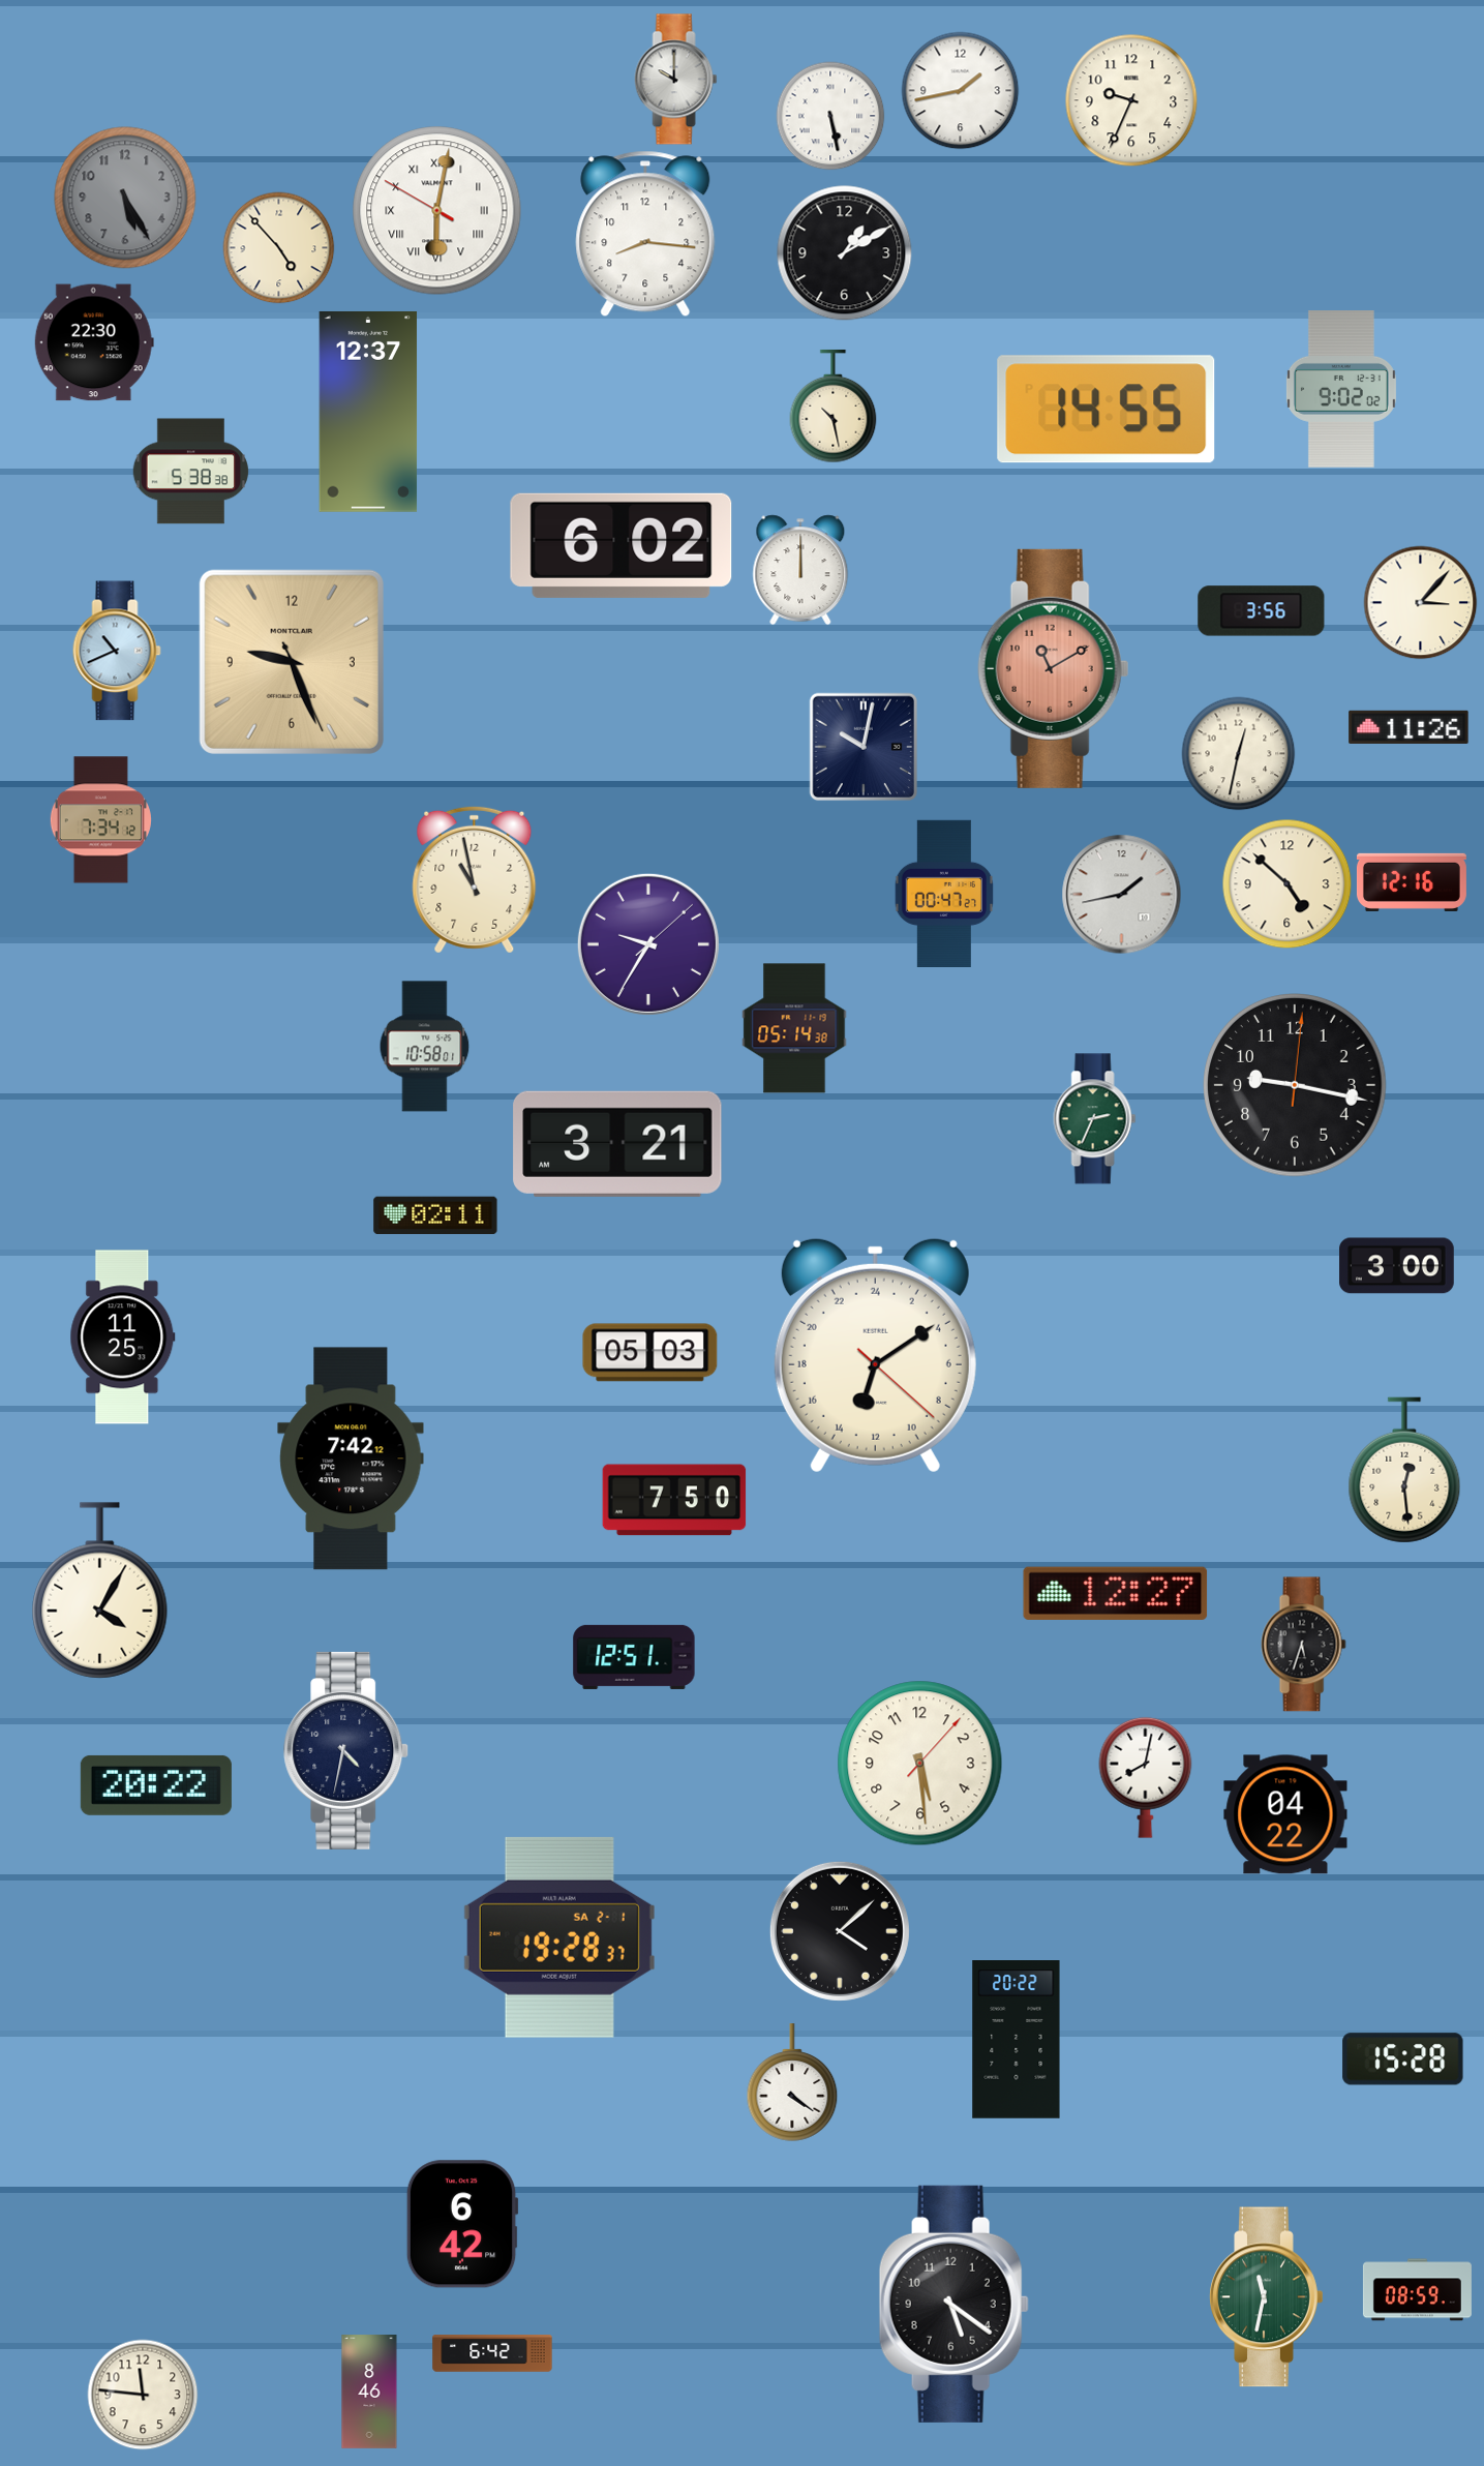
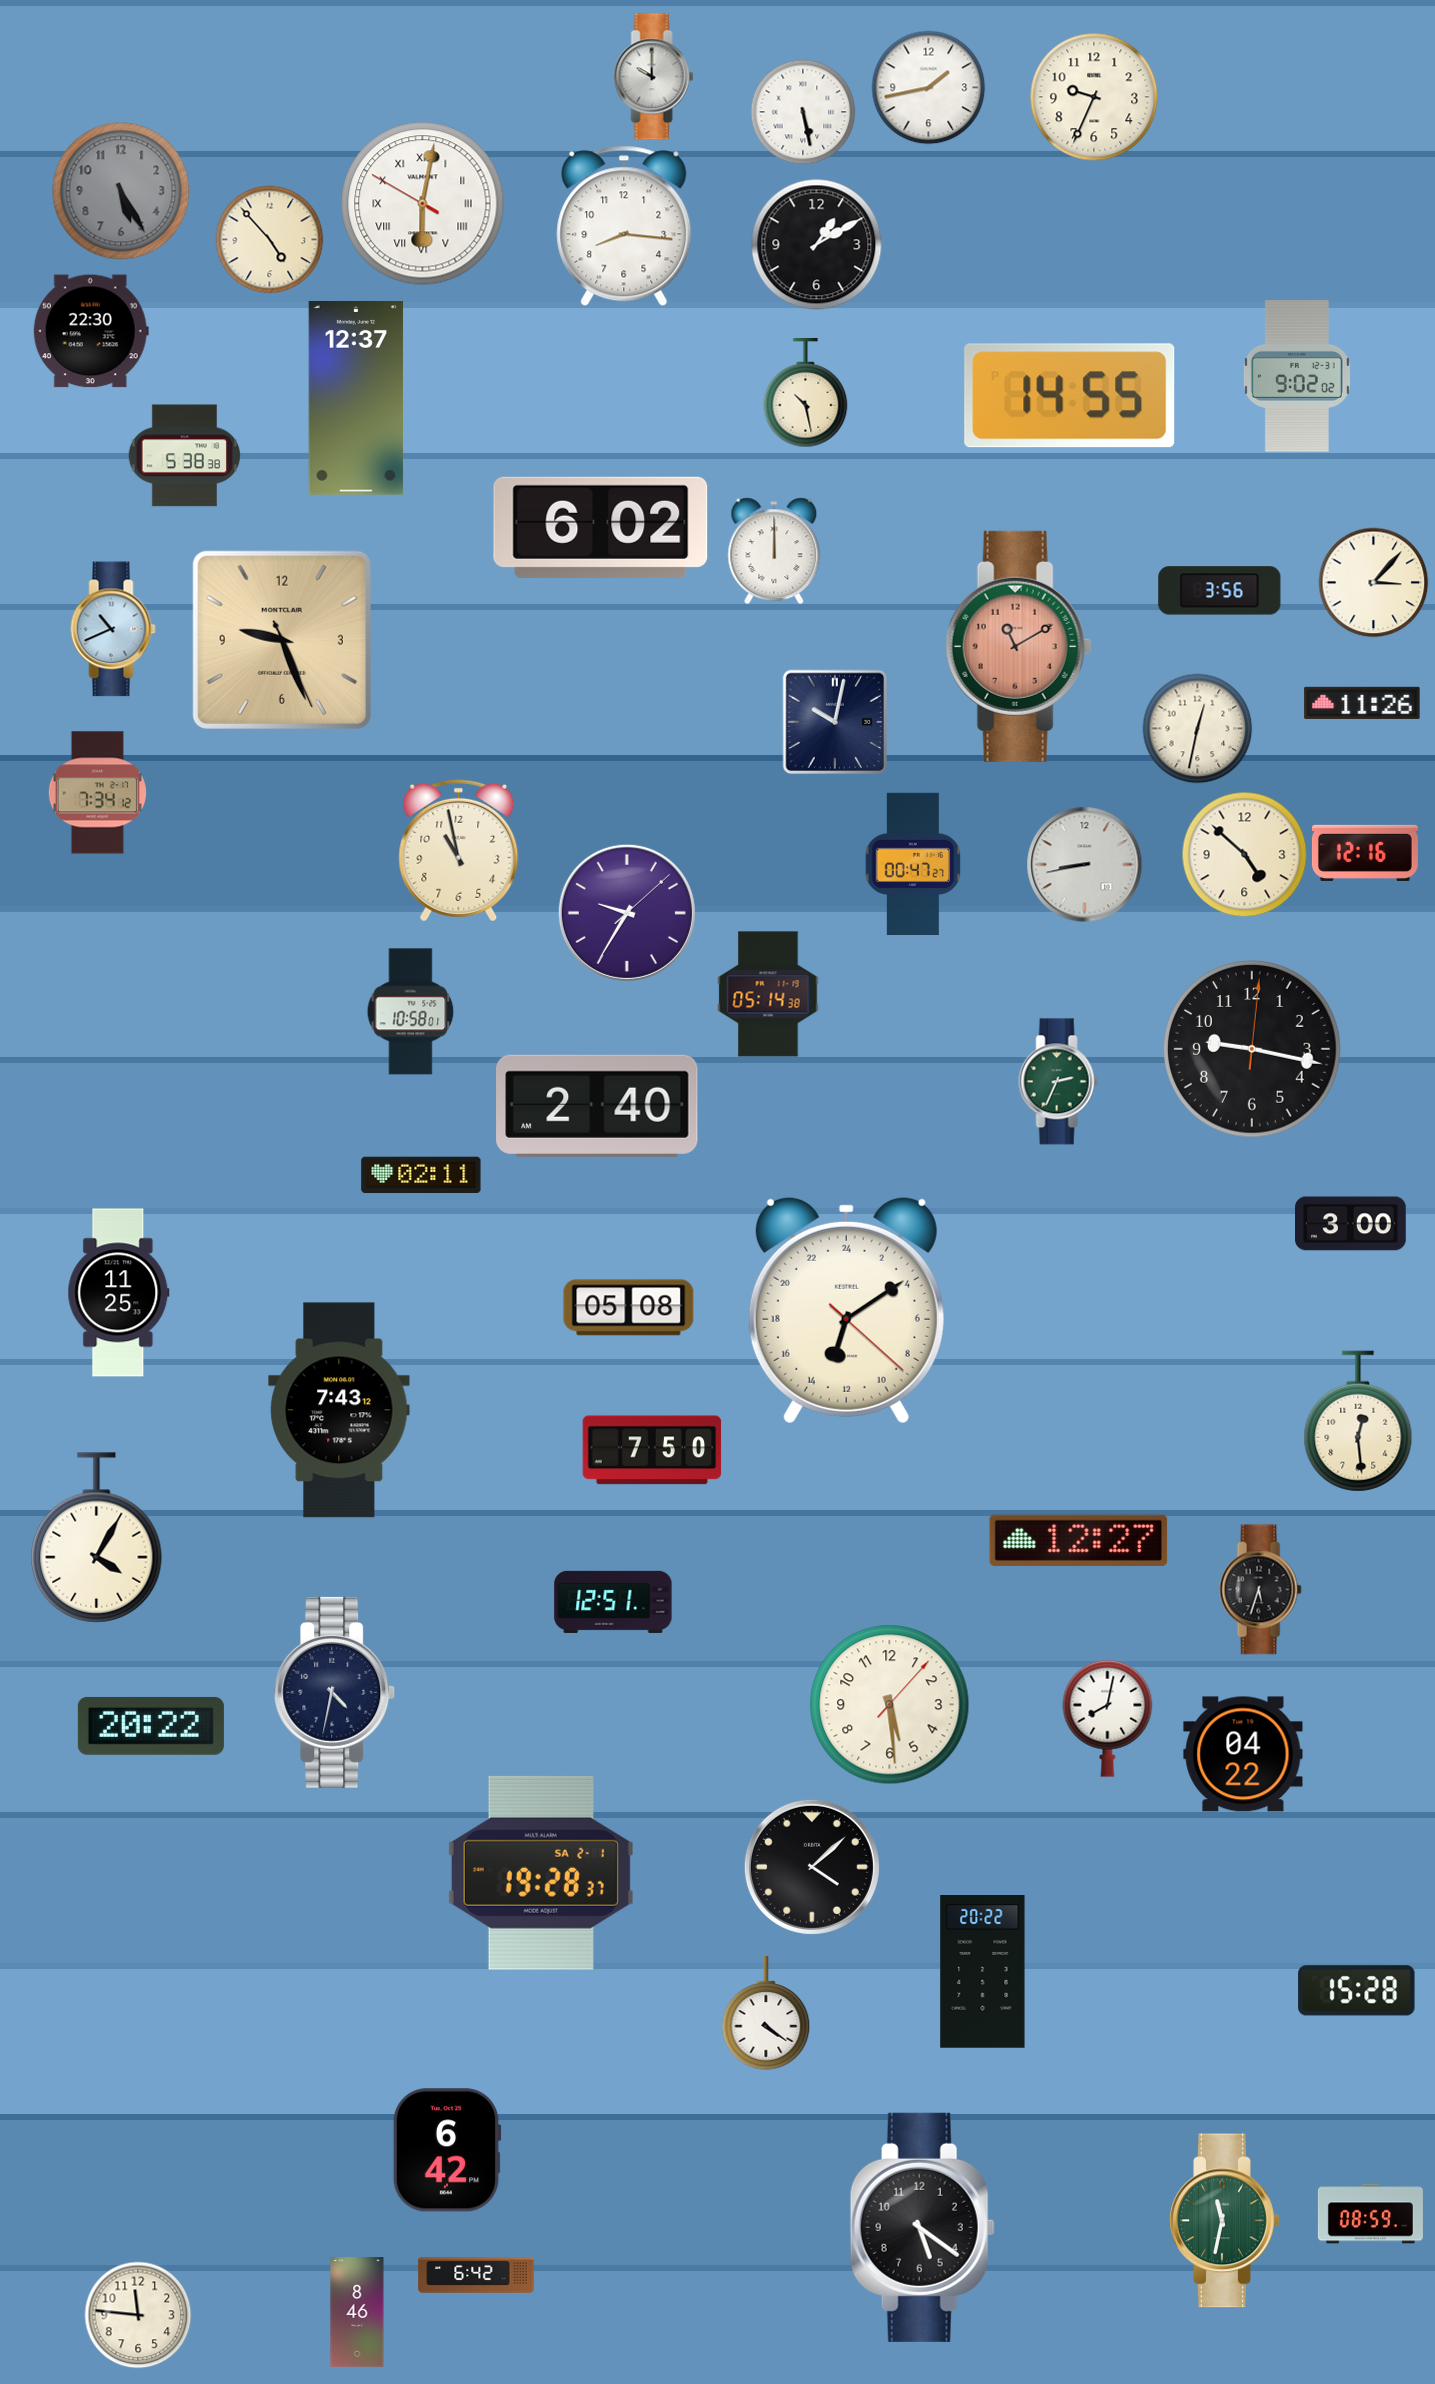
clock at (1122, 895): 1:43 -> 8:43
clock at (617, 1144): 3:21 -> 2:40
clock at (650, 1353): 05:03 -> 05:08
clock at (351, 1458): 7:42 -> 7:43
